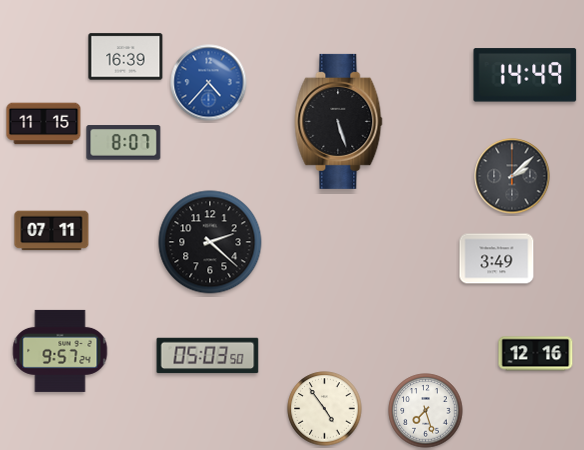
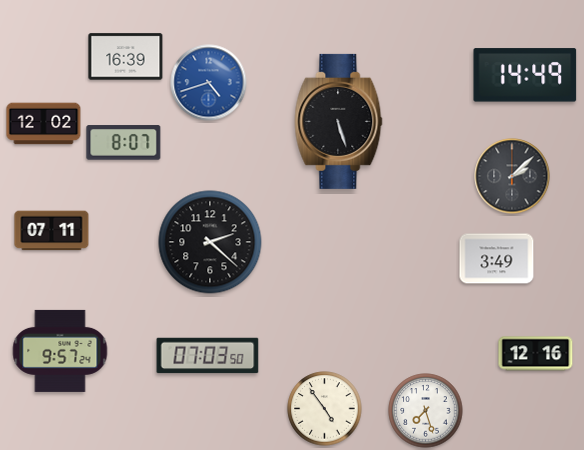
clock at (209, 83): 4:37 -> 4:42
clock at (44, 124): 11:15 -> 12:02
clock at (208, 356): 05:03 -> 07:03
